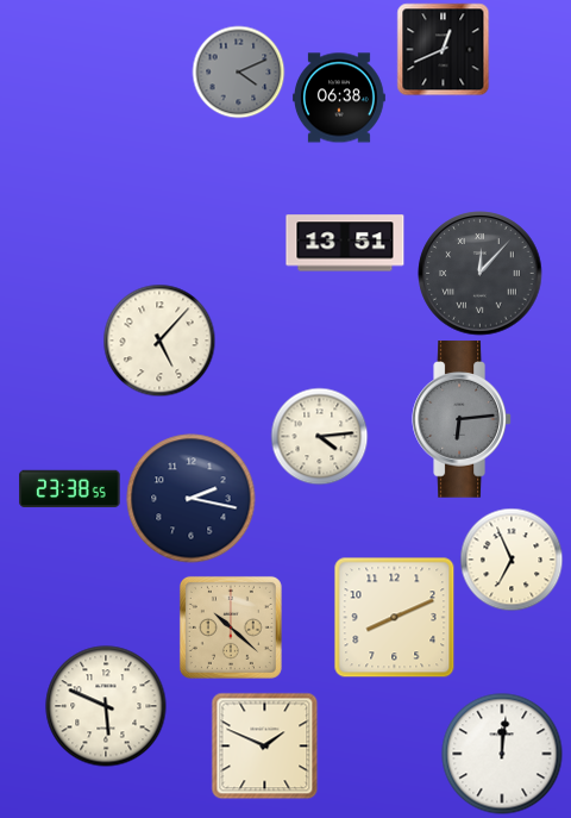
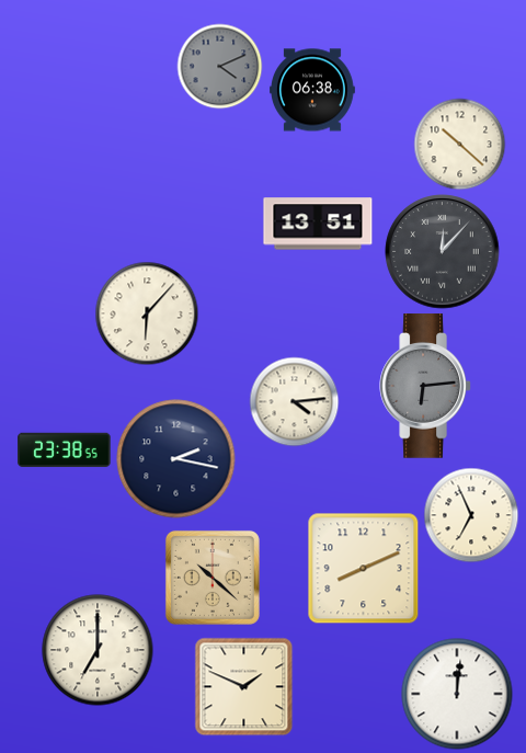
clock at (443, 49): 12:41 -> none
clock at (459, 144): none -> 10:22
clock at (159, 341): 5:07 -> 6:07
clock at (106, 706): 5:49 -> 7:00
clock at (502, 754) position: (502, 754) -> (457, 694)
